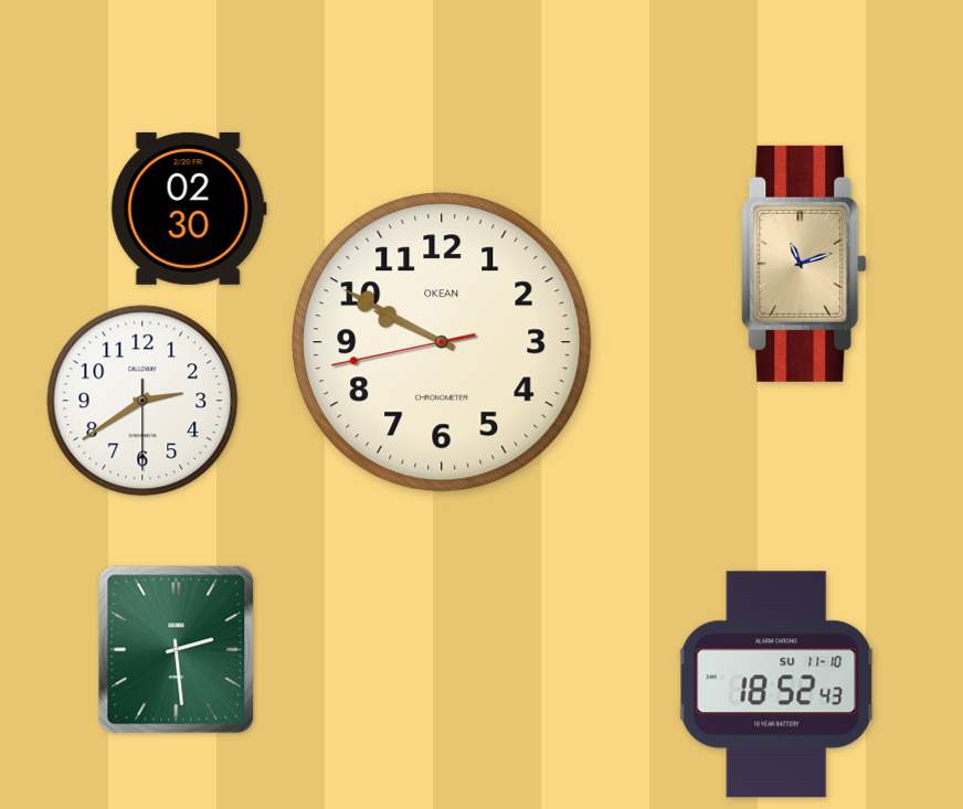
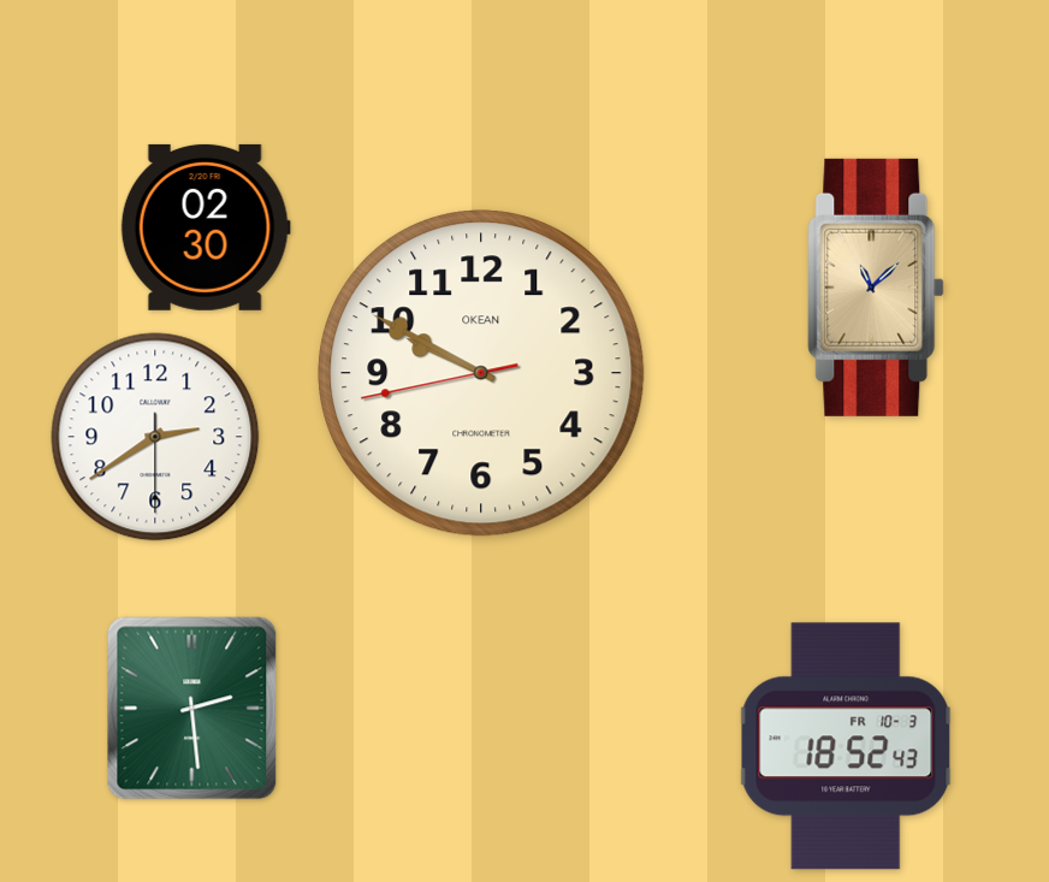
clock at (804, 264): 11:12 -> 11:08
clock at (776, 684) date: SU 11-10 -> FR 10-3
